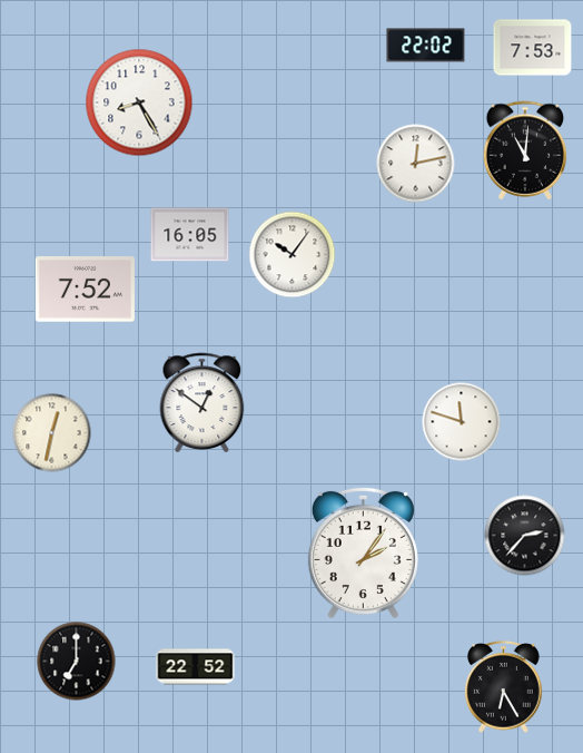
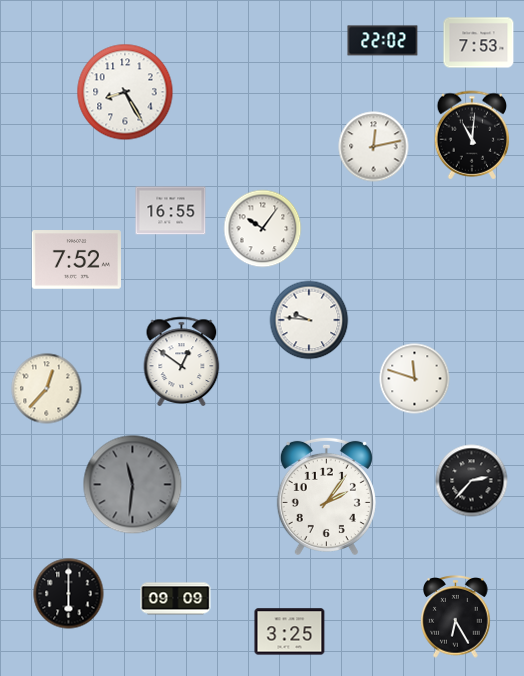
clock at (190, 235): 16:05 -> 16:55
clock at (309, 320): none -> 9:46
clock at (52, 433): 12:32 -> 12:37
clock at (133, 485): none -> 11:31
clock at (77, 662): 7:00 -> 6:00
clock at (196, 667): 22:52 -> 09:09
clock at (504, 687) position: (504, 687) -> (456, 617)
clock at (290, 632): none -> 3:25
